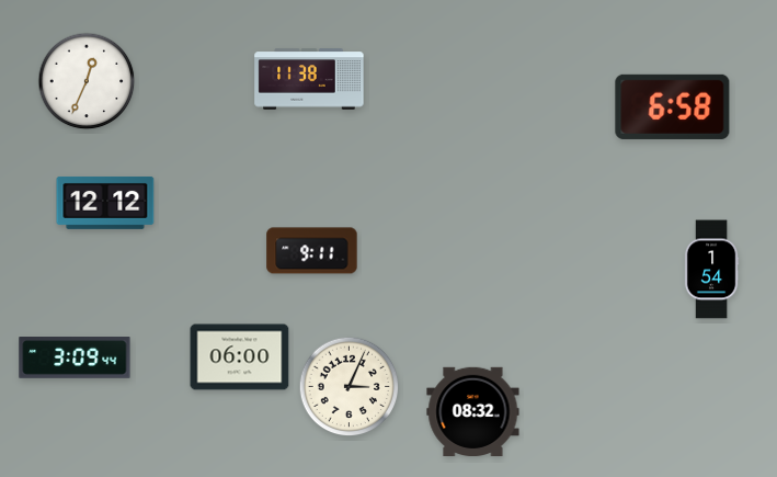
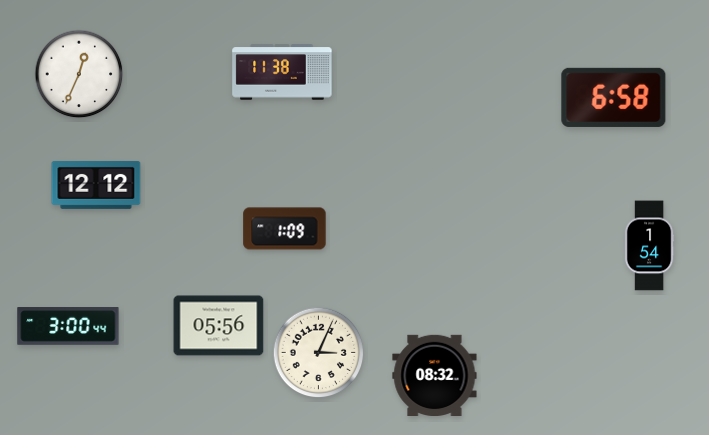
clock at (312, 251): 9:11 -> 1:09
clock at (75, 357): 3:09 -> 3:00
clock at (240, 357): 06:00 -> 05:56
clock at (473, 411) position: (473, 411) -> (435, 375)
